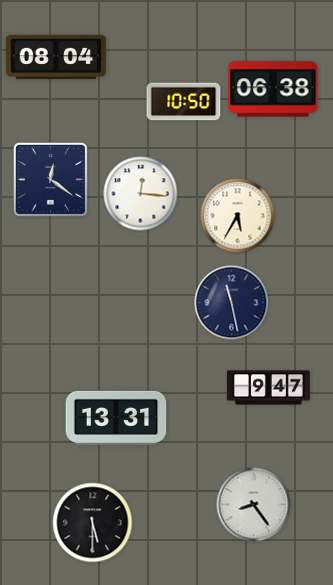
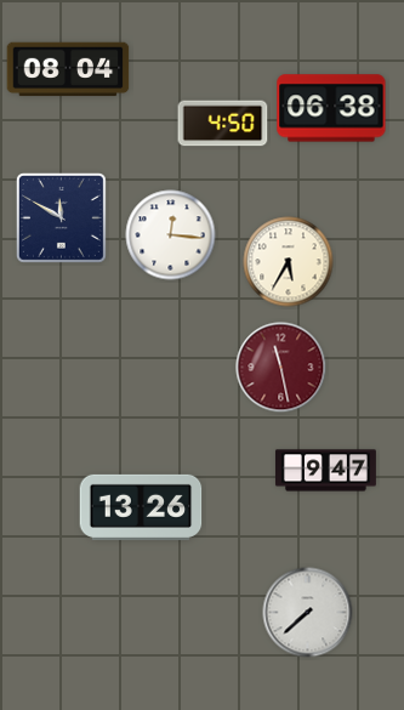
clock at (184, 102): 10:50 -> 4:50
clock at (50, 179): 12:21 -> 11:50
clock at (232, 303) dial: navy -> burgundy
clock at (116, 418): 13:31 -> 13:26
clock at (254, 505): 8:24 -> 7:38
clock at (93, 523): 5:30 -> none
